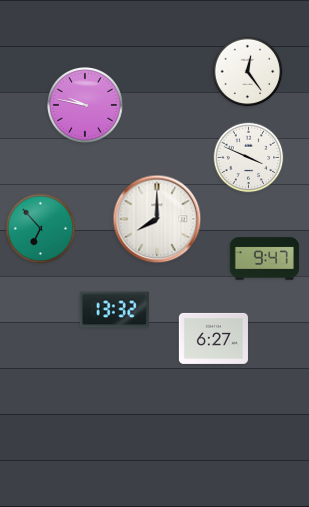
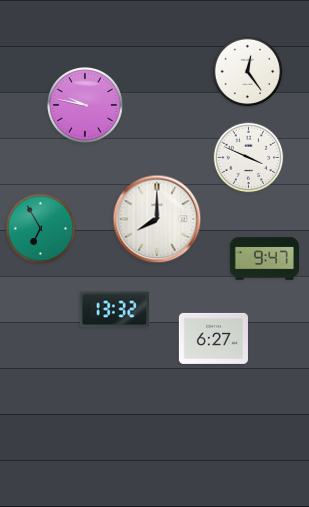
clock at (41, 229): 6:53 -> 6:55
